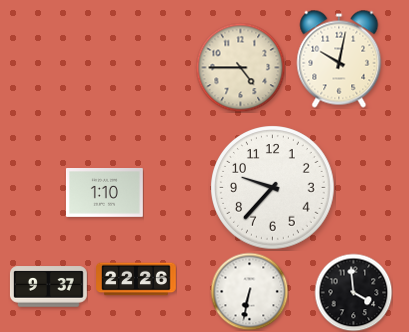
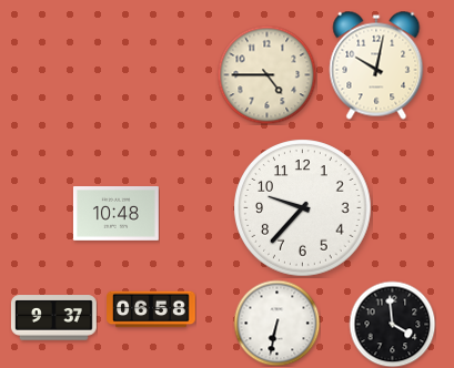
clock at (104, 193): 1:10 -> 10:48
clock at (136, 279): 22:26 -> 06:58
